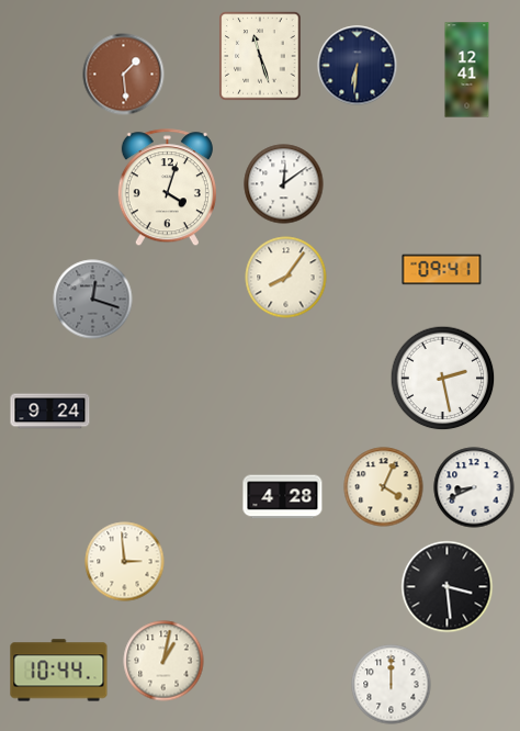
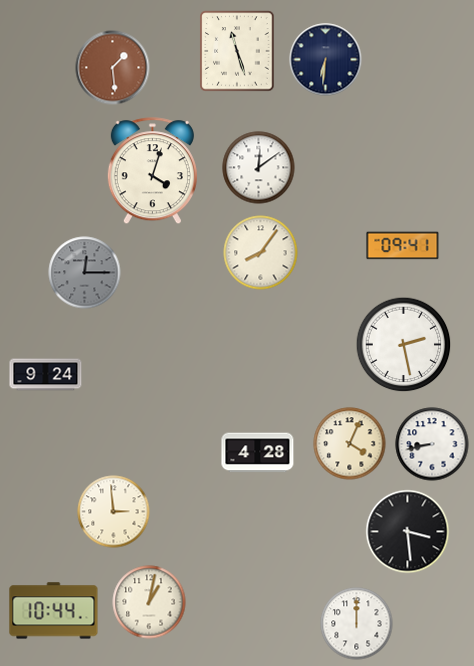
clock at (467, 70): 12:41 -> none
clock at (93, 300): 12:18 -> 12:15
clock at (474, 487): 8:41 -> 8:43
clock at (448, 587) position: (448, 587) -> (408, 532)
